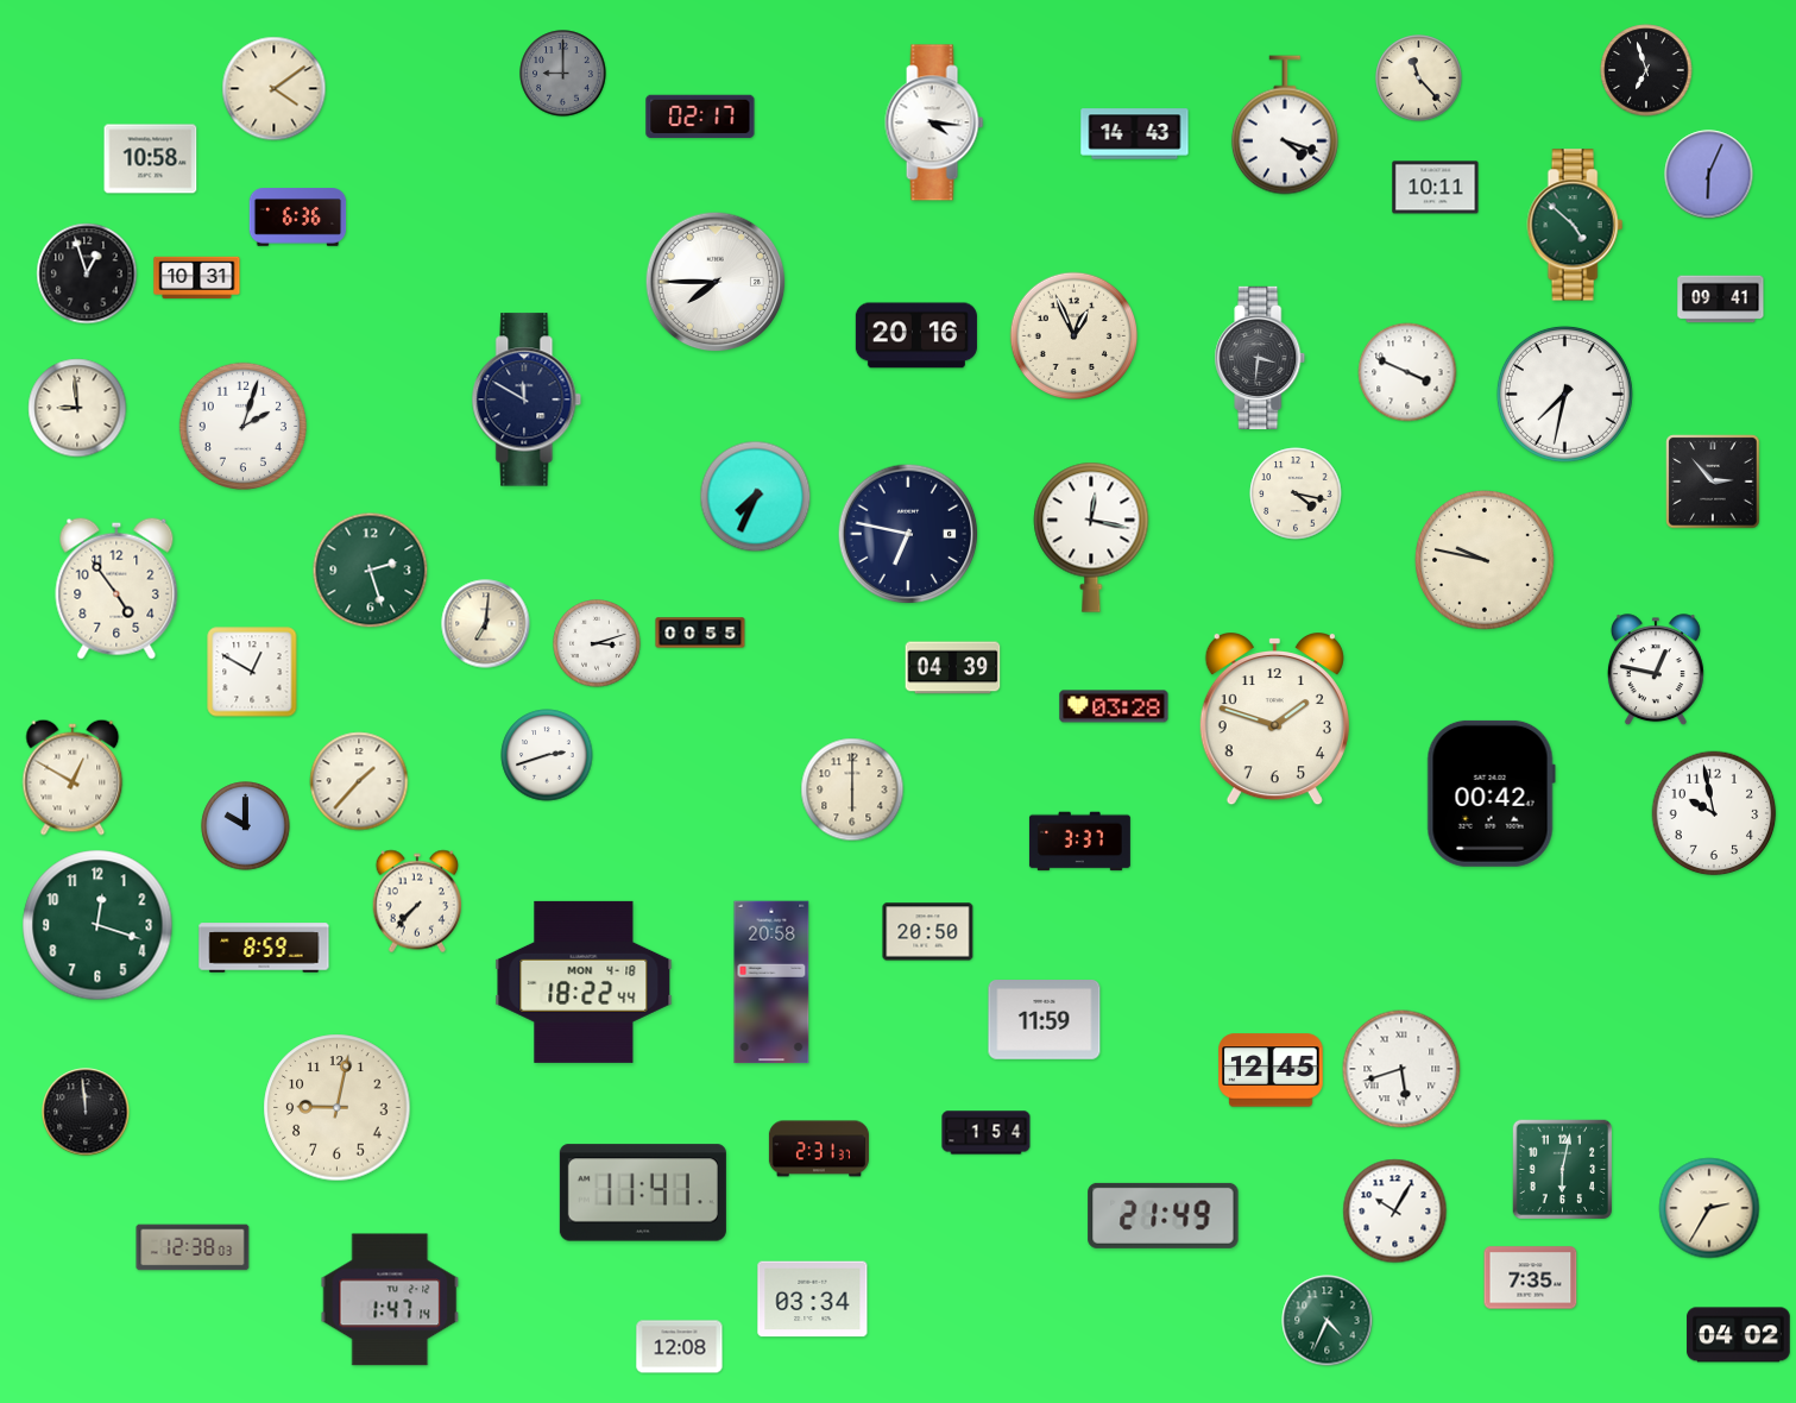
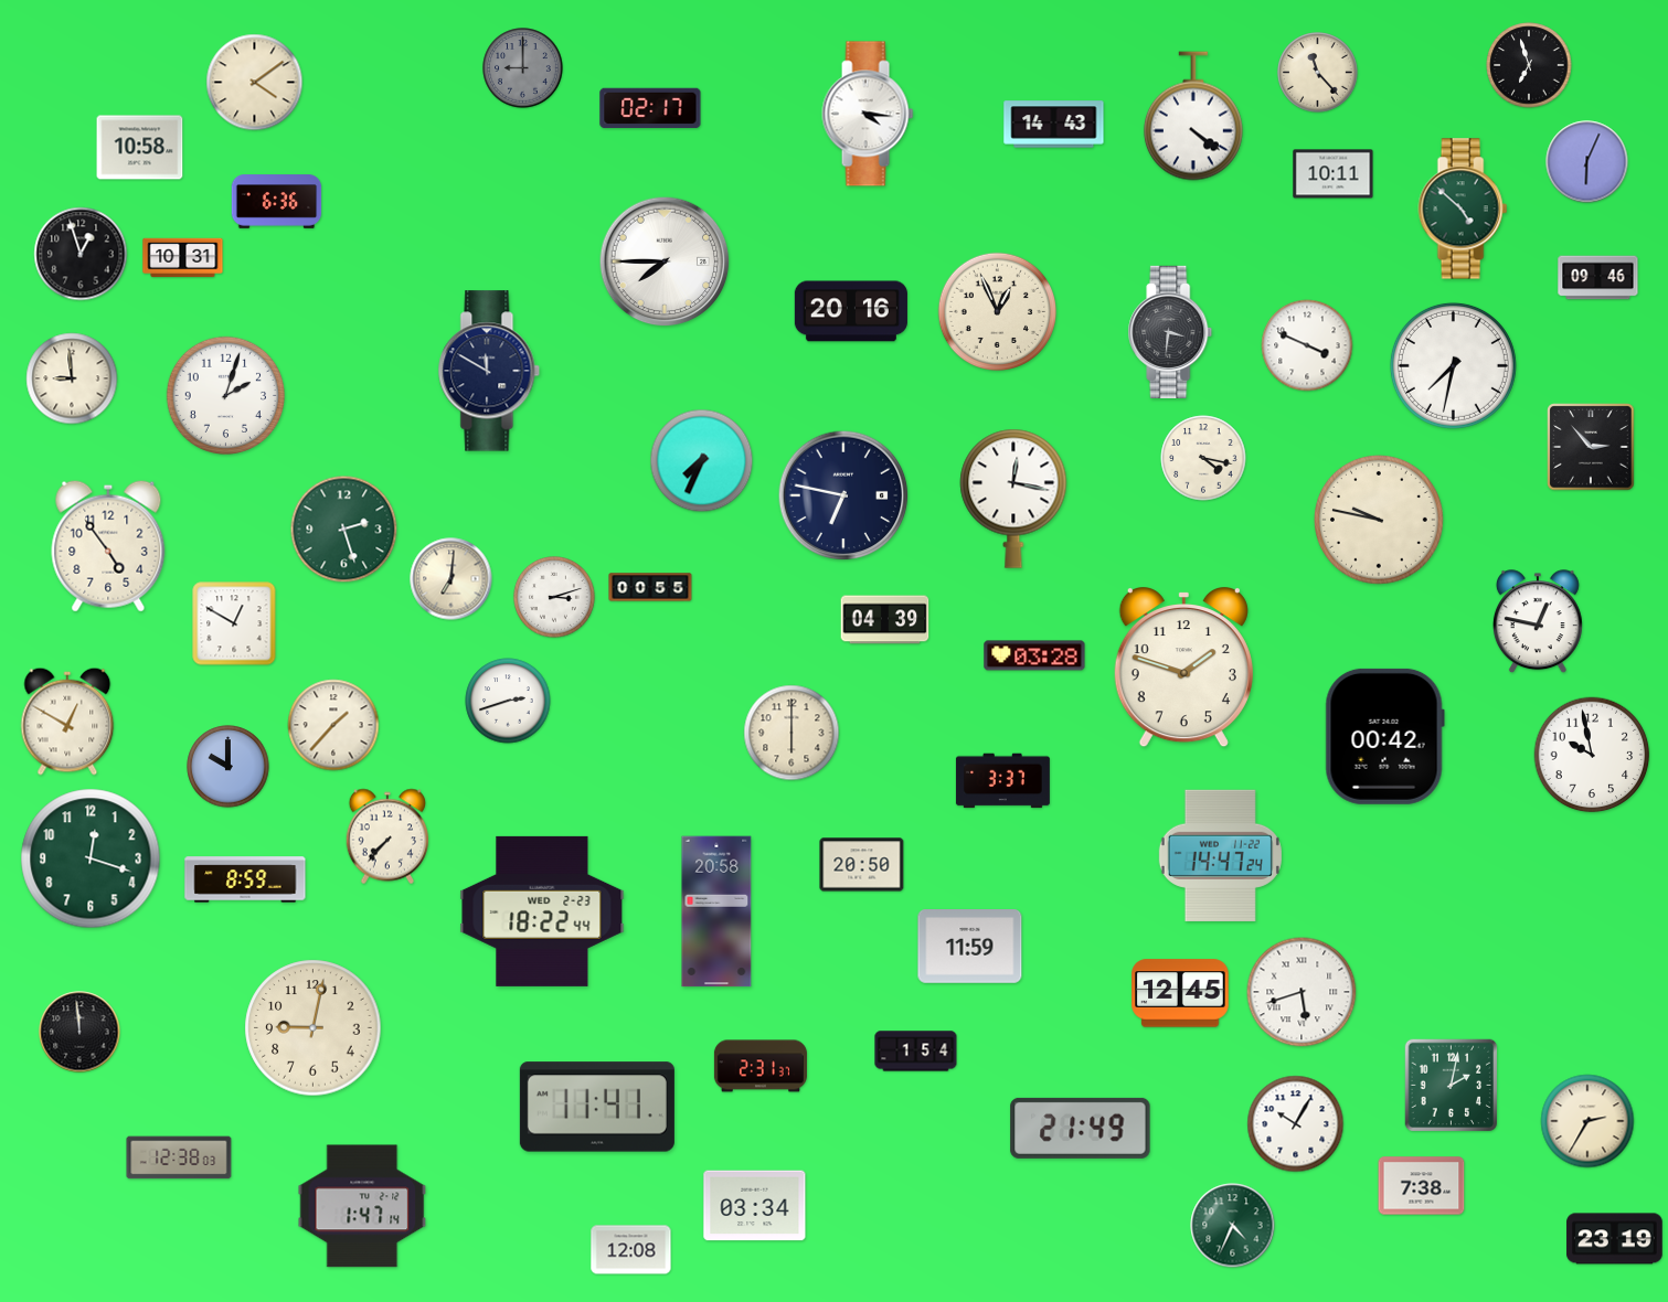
clock at (1285, 125): 4:18 -> 4:21
clock at (1721, 300): 09:41 -> 09:46
clock at (1220, 855): none -> 14:47
clock at (584, 982) date: MON 4-18 -> WED 2-23
clock at (1563, 1170): 6:02 -> 2:02
clock at (1531, 1278): 7:35 -> 7:38
clock at (1739, 1335): 04:02 -> 23:19
